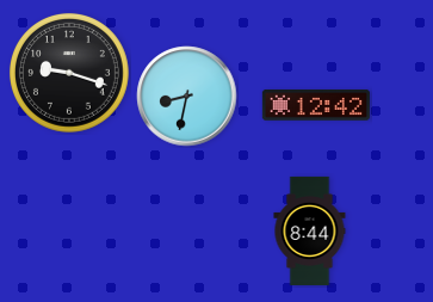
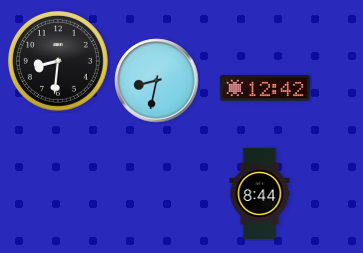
clock at (69, 73): 9:18 -> 8:31
